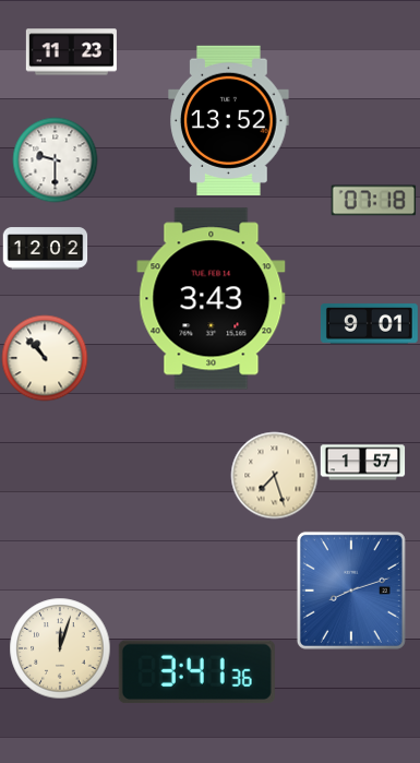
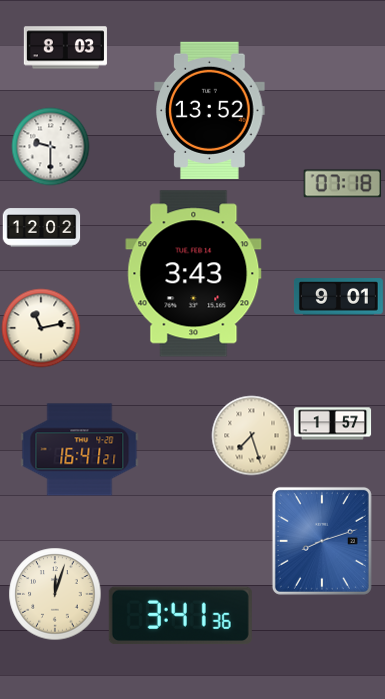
clock at (71, 52): 11:23 -> 8:03
clock at (45, 358): 10:53 -> 11:13
clock at (80, 450): none -> 16:41
